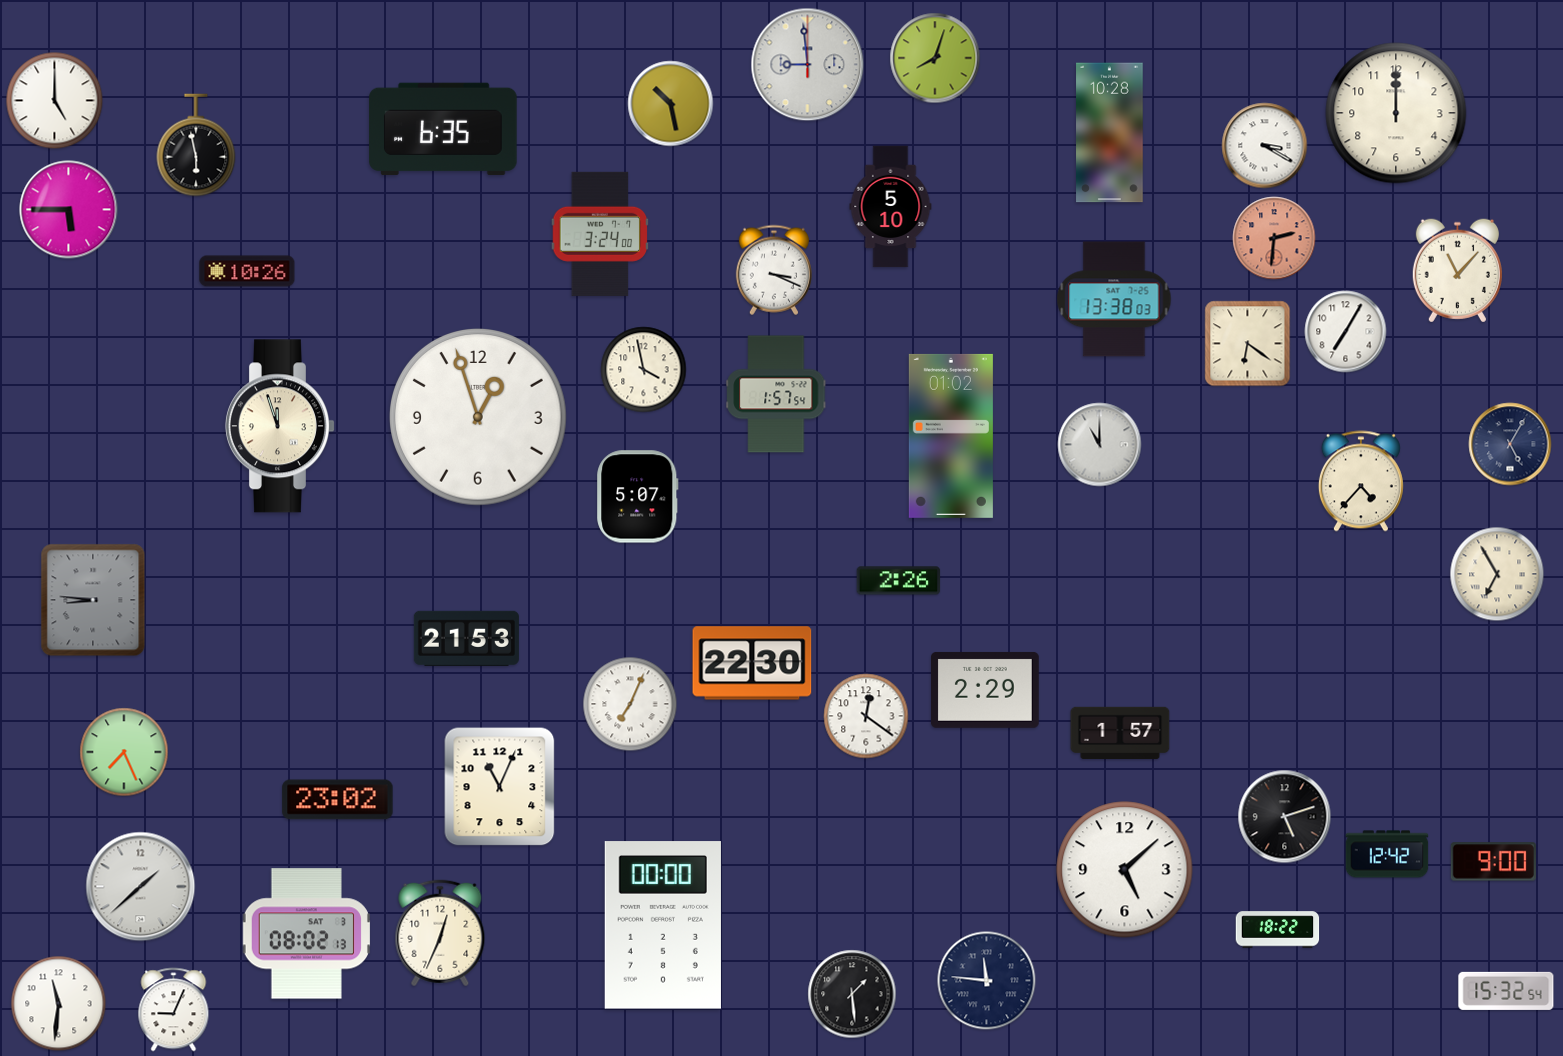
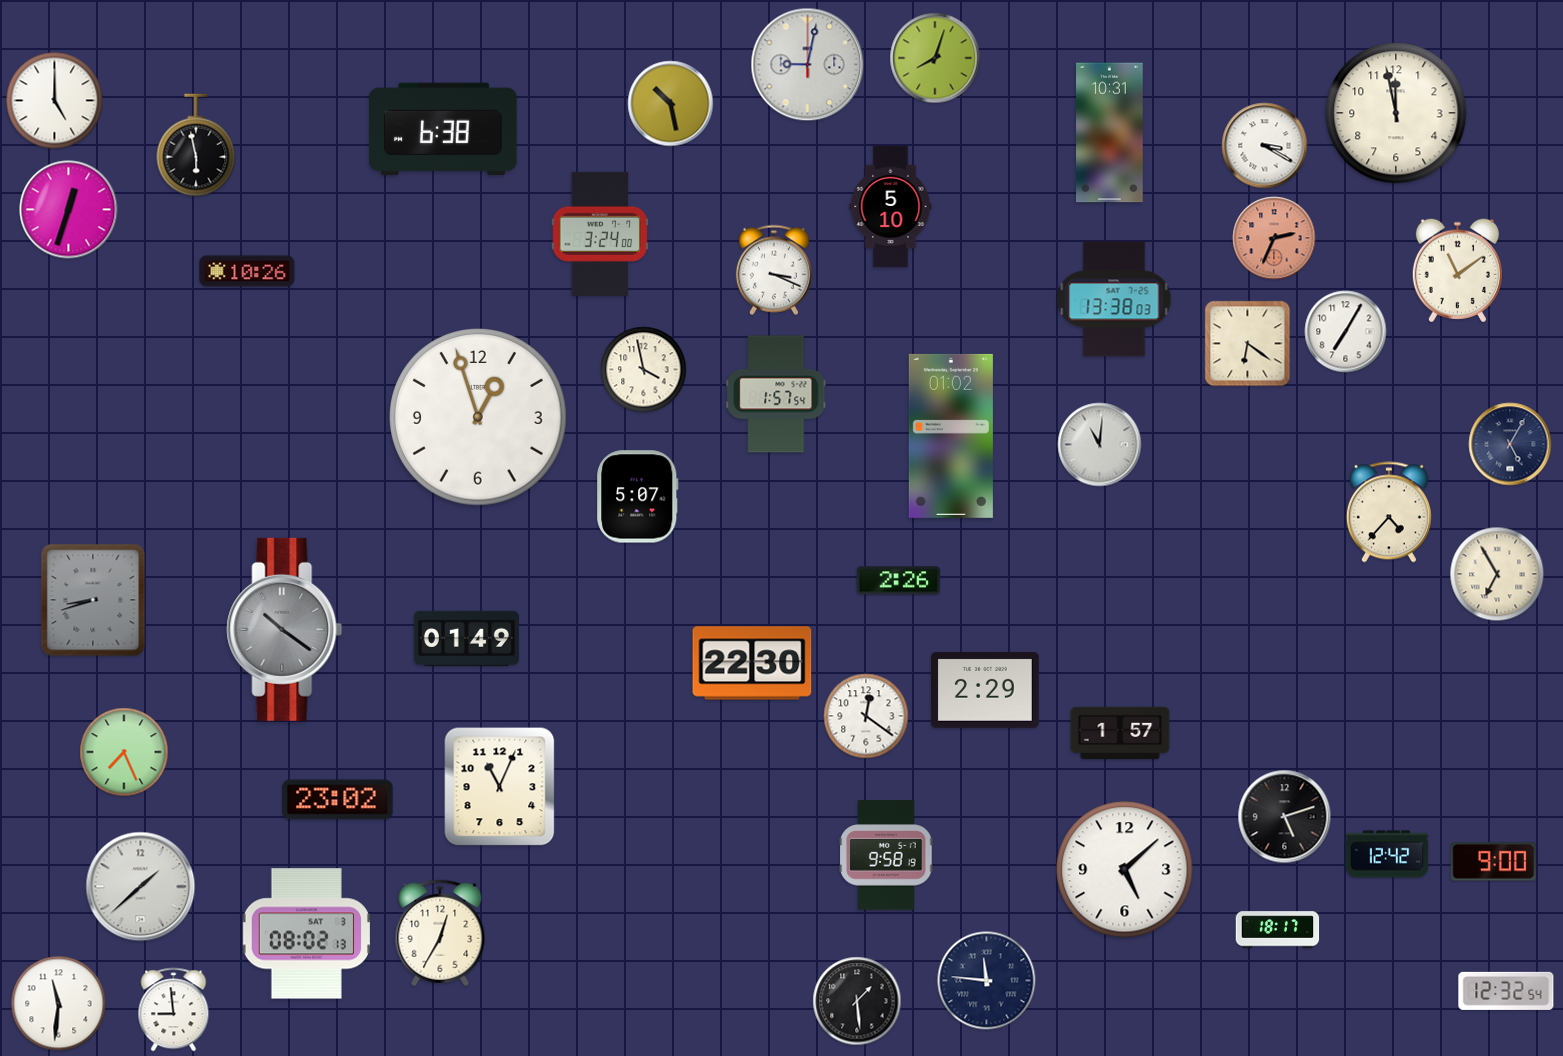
clock at (808, 65): 8:59 -> 9:02
clock at (1396, 113): 12:00 -> 11:58
clock at (443, 129): 6:35 -> 6:38
clock at (1110, 133): 10:28 -> 10:31
clock at (69, 210): 5:45 -> 12:33
clock at (1274, 238): 2:31 -> 2:34
clock at (1457, 271): 11:07 -> 11:09
clock at (280, 426): 11:57 -> none
clock at (1100, 445): 11:00 -> 11:01
clock at (1361, 481) position: (1361, 481) -> (1389, 512)
clock at (93, 600): 8:46 -> 8:42
clock at (285, 629): none -> 10:21
clock at (466, 638): 21:53 -> 01:49
clock at (630, 704): 7:04 -> none
clock at (886, 855): none -> 9:58
clock at (663, 925): 00:00 -> none
clock at (1278, 930): 18:22 -> 18:17
clock at (440, 933): 12:34 -> 12:35
clock at (1506, 991): 15:32 -> 12:32
clock at (852, 994) position: (852, 994) -> (857, 1001)
clock at (174, 1010): 9:04 -> 8:59
